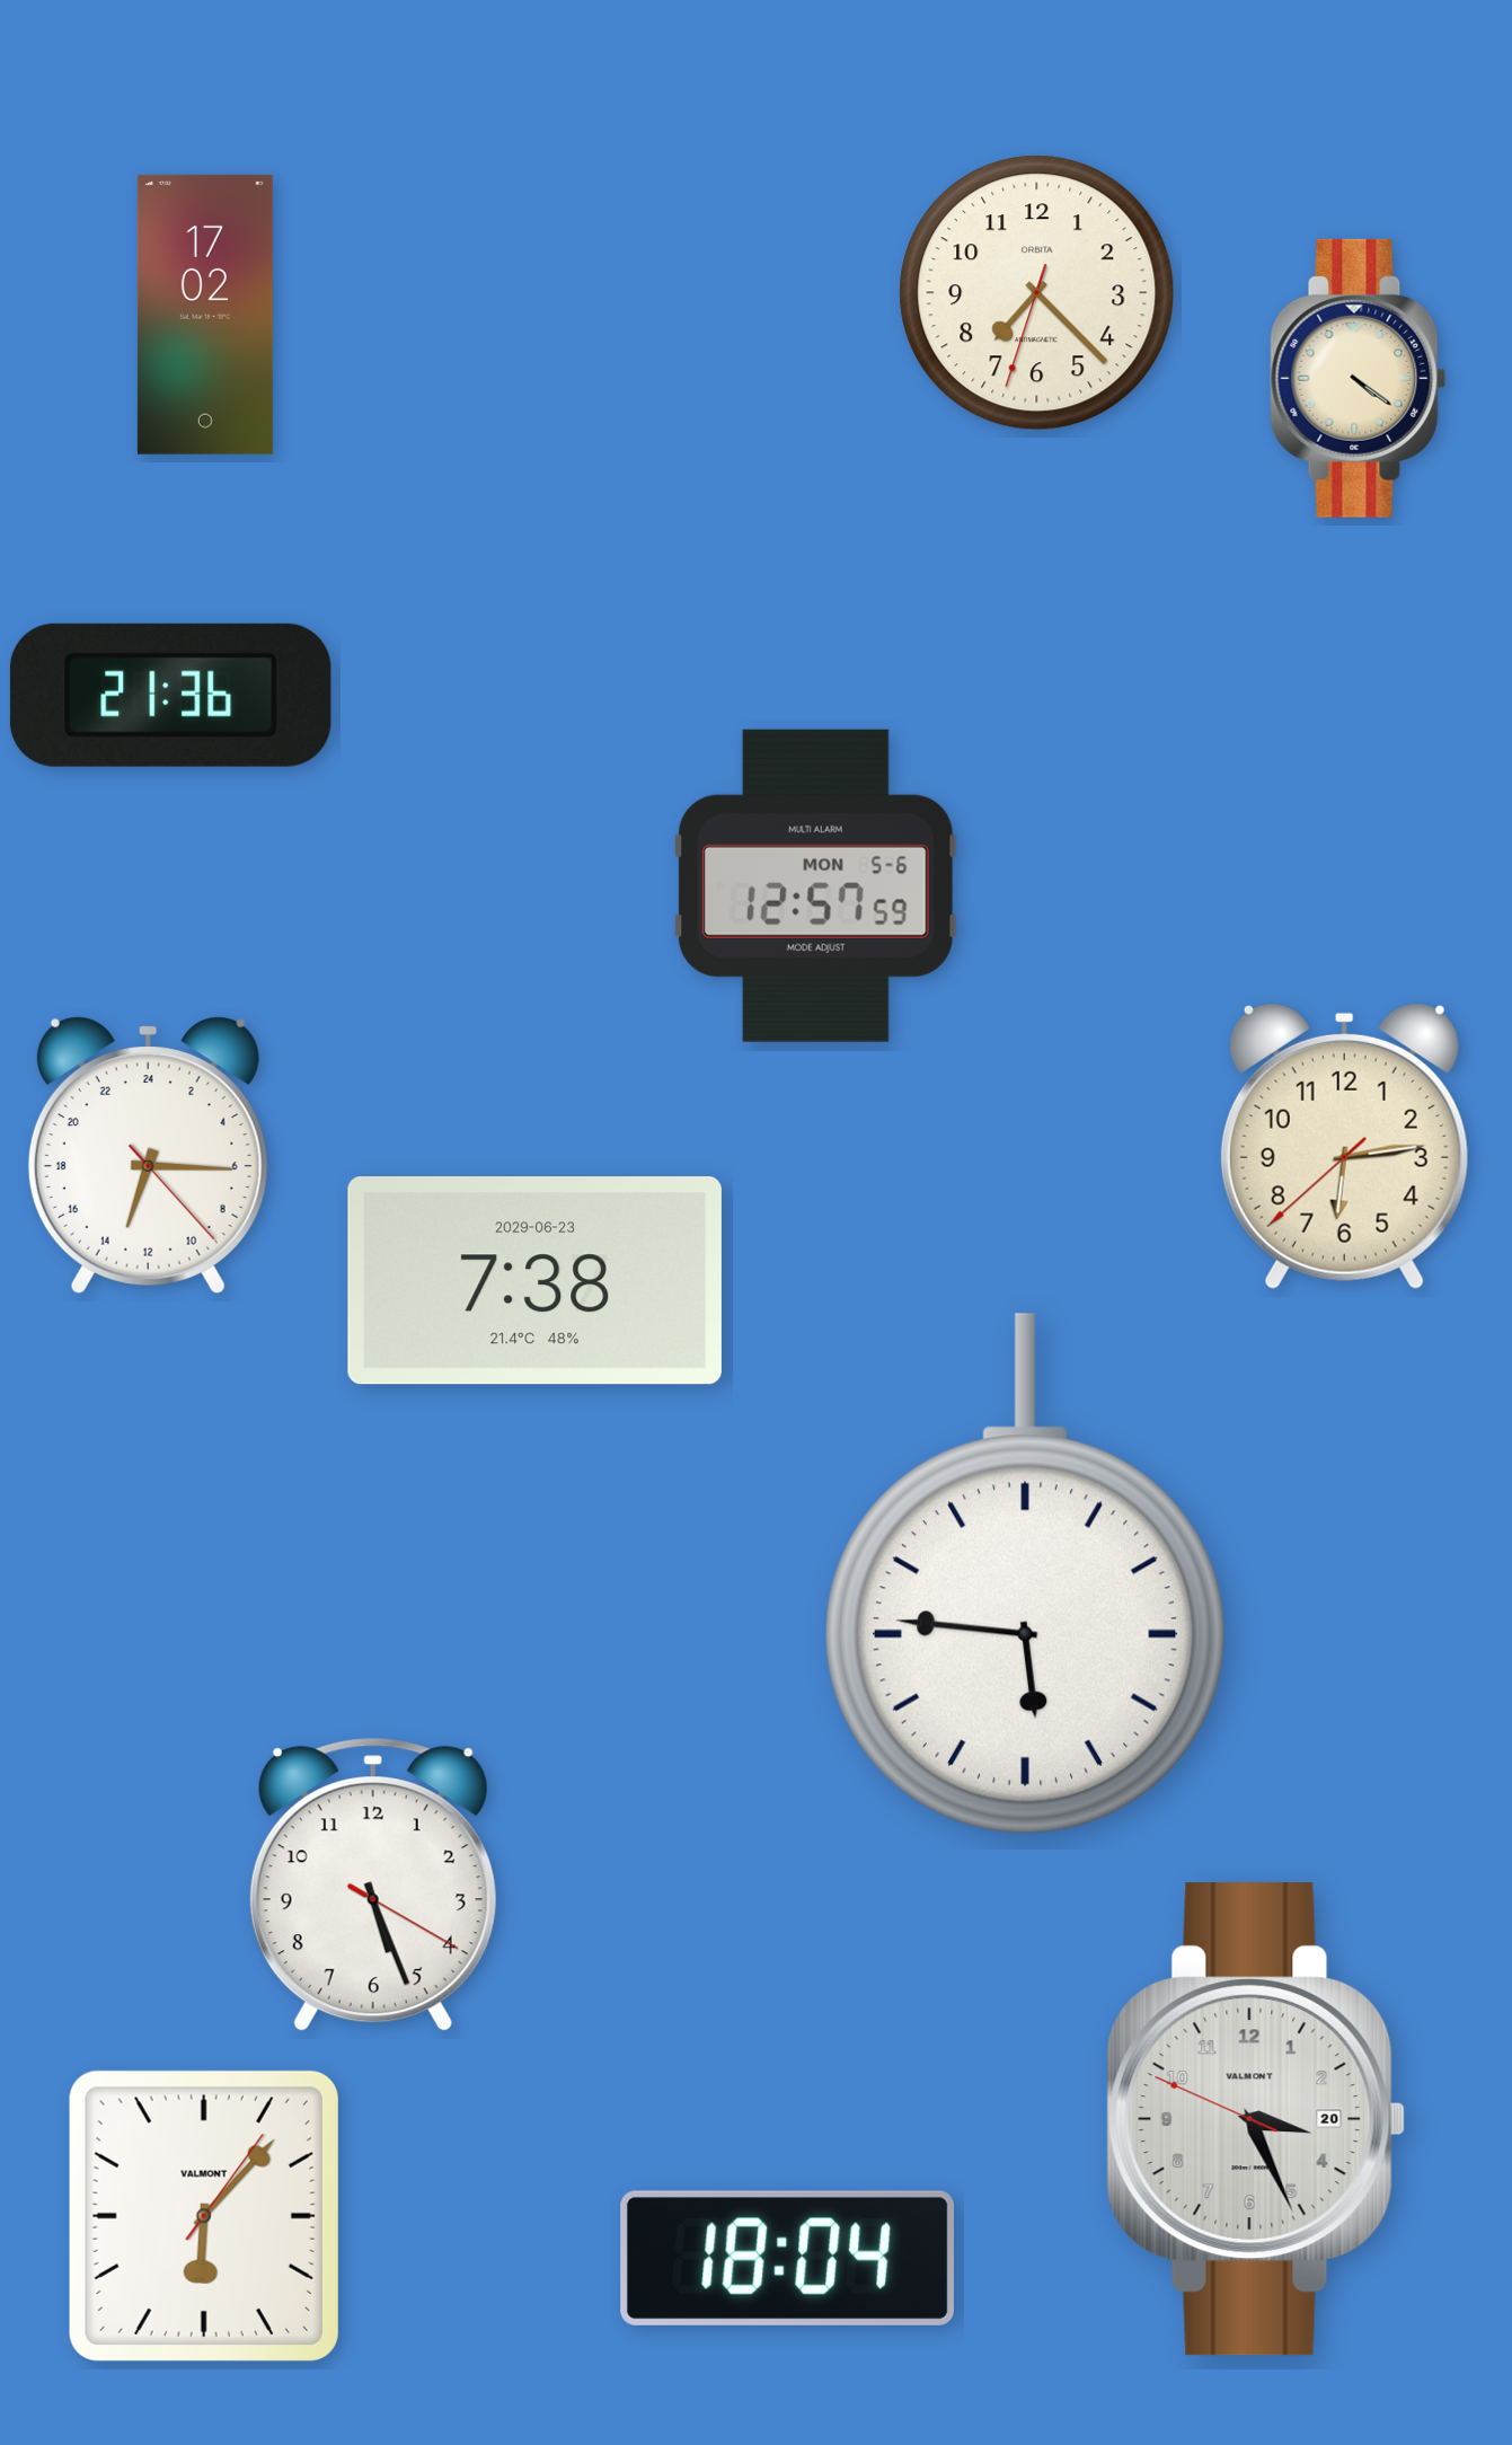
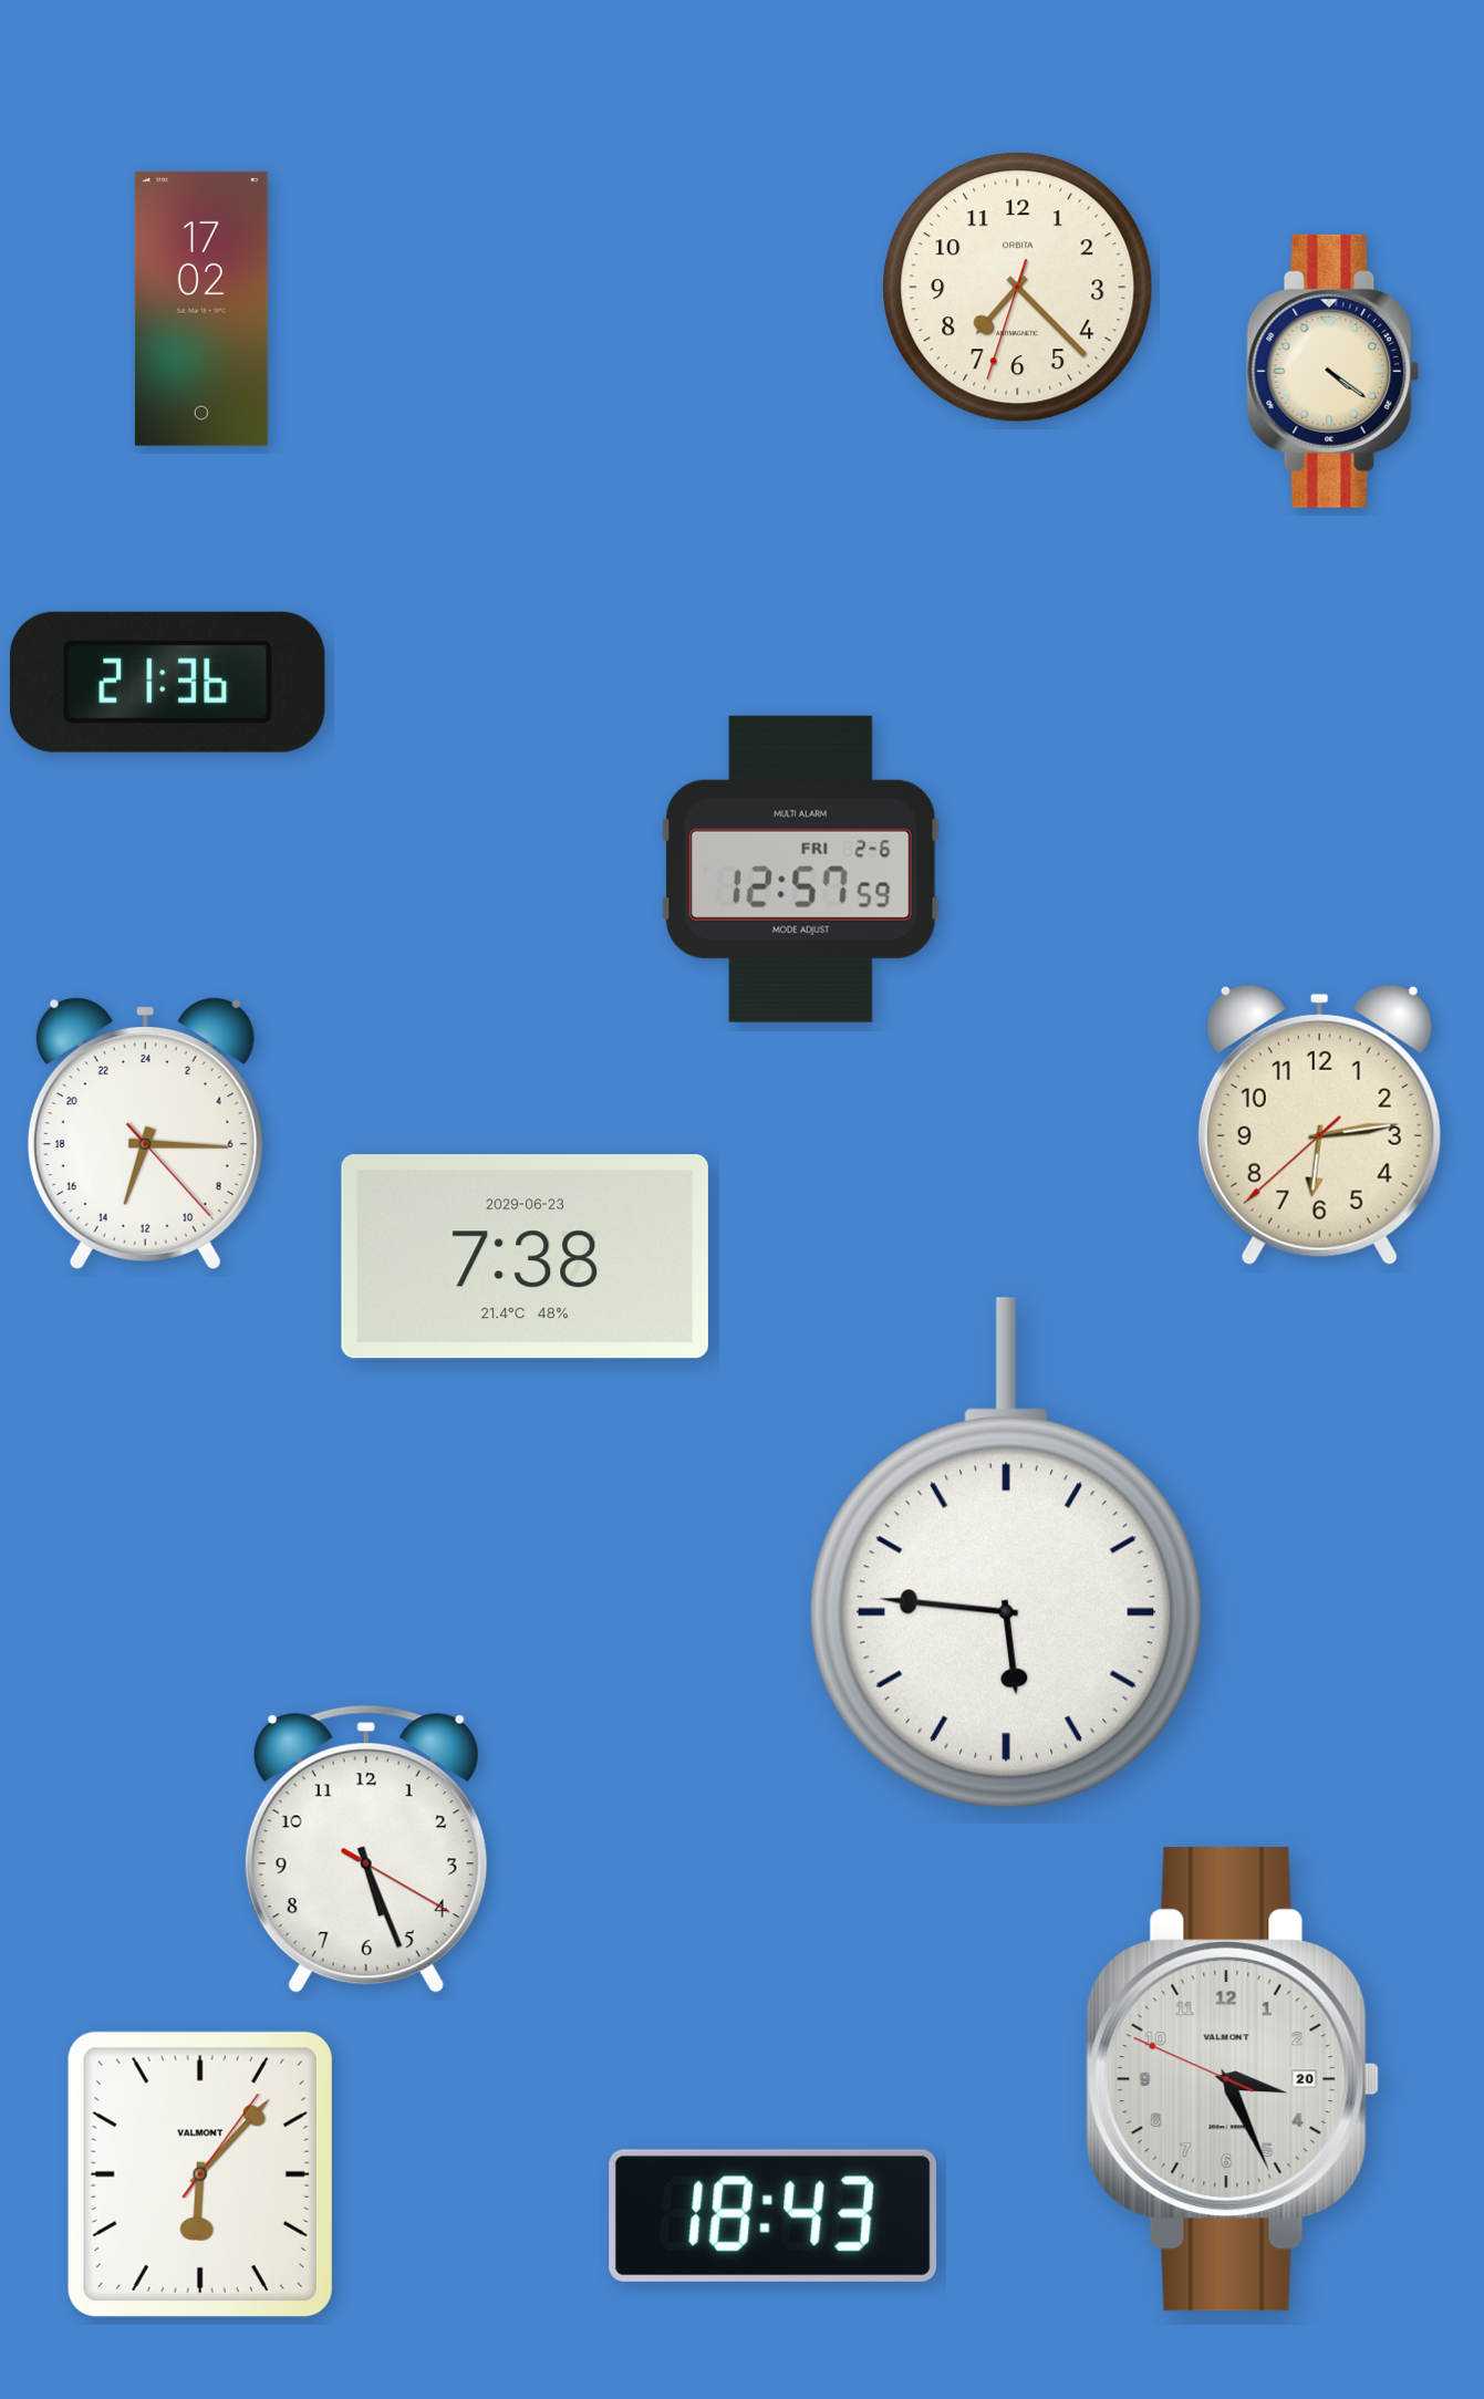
clock at (815, 885) date: MON 5-6 -> FRI 2-6
clock at (1025, 1574) position: (1025, 1574) -> (1006, 1554)
clock at (787, 2258): 18:04 -> 18:43
